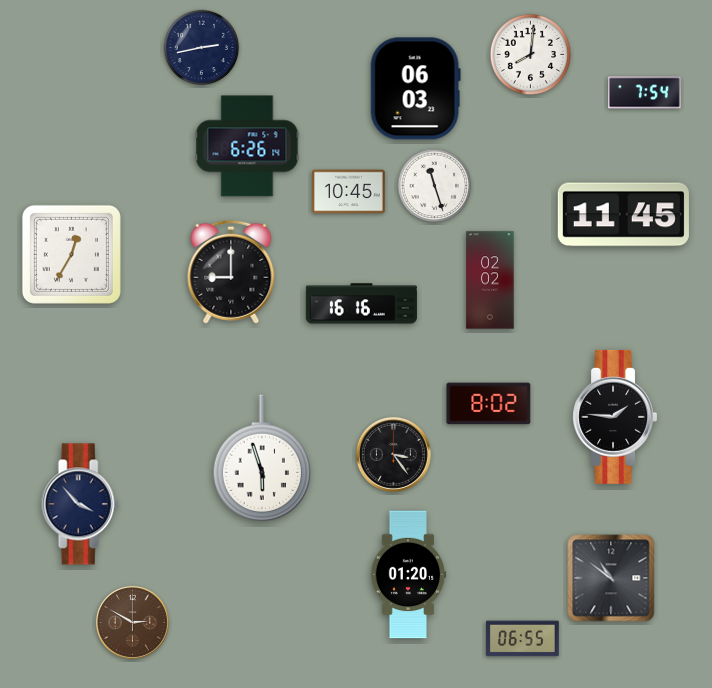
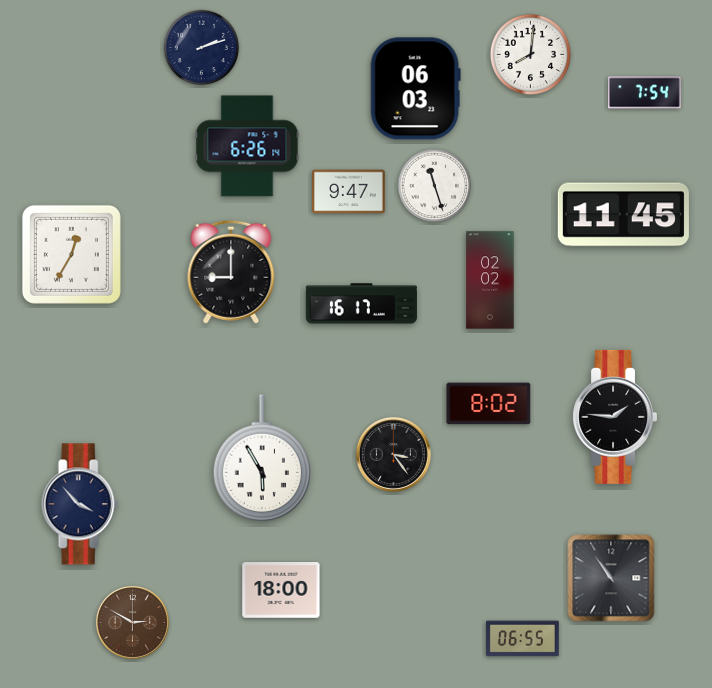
clock at (202, 48): 2:43 -> 2:12
clock at (349, 192): 10:45 -> 9:47
clock at (361, 304): 16:16 -> 16:17
clock at (262, 458): 5:57 -> 5:55
clock at (408, 575): 01:20 -> none
clock at (611, 578): 10:51 -> 10:54
clock at (281, 591): none -> 18:00
